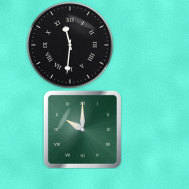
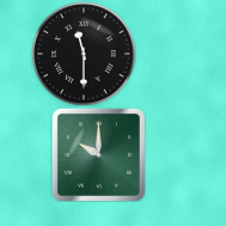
clock at (70, 45): 11:31 -> 11:30
